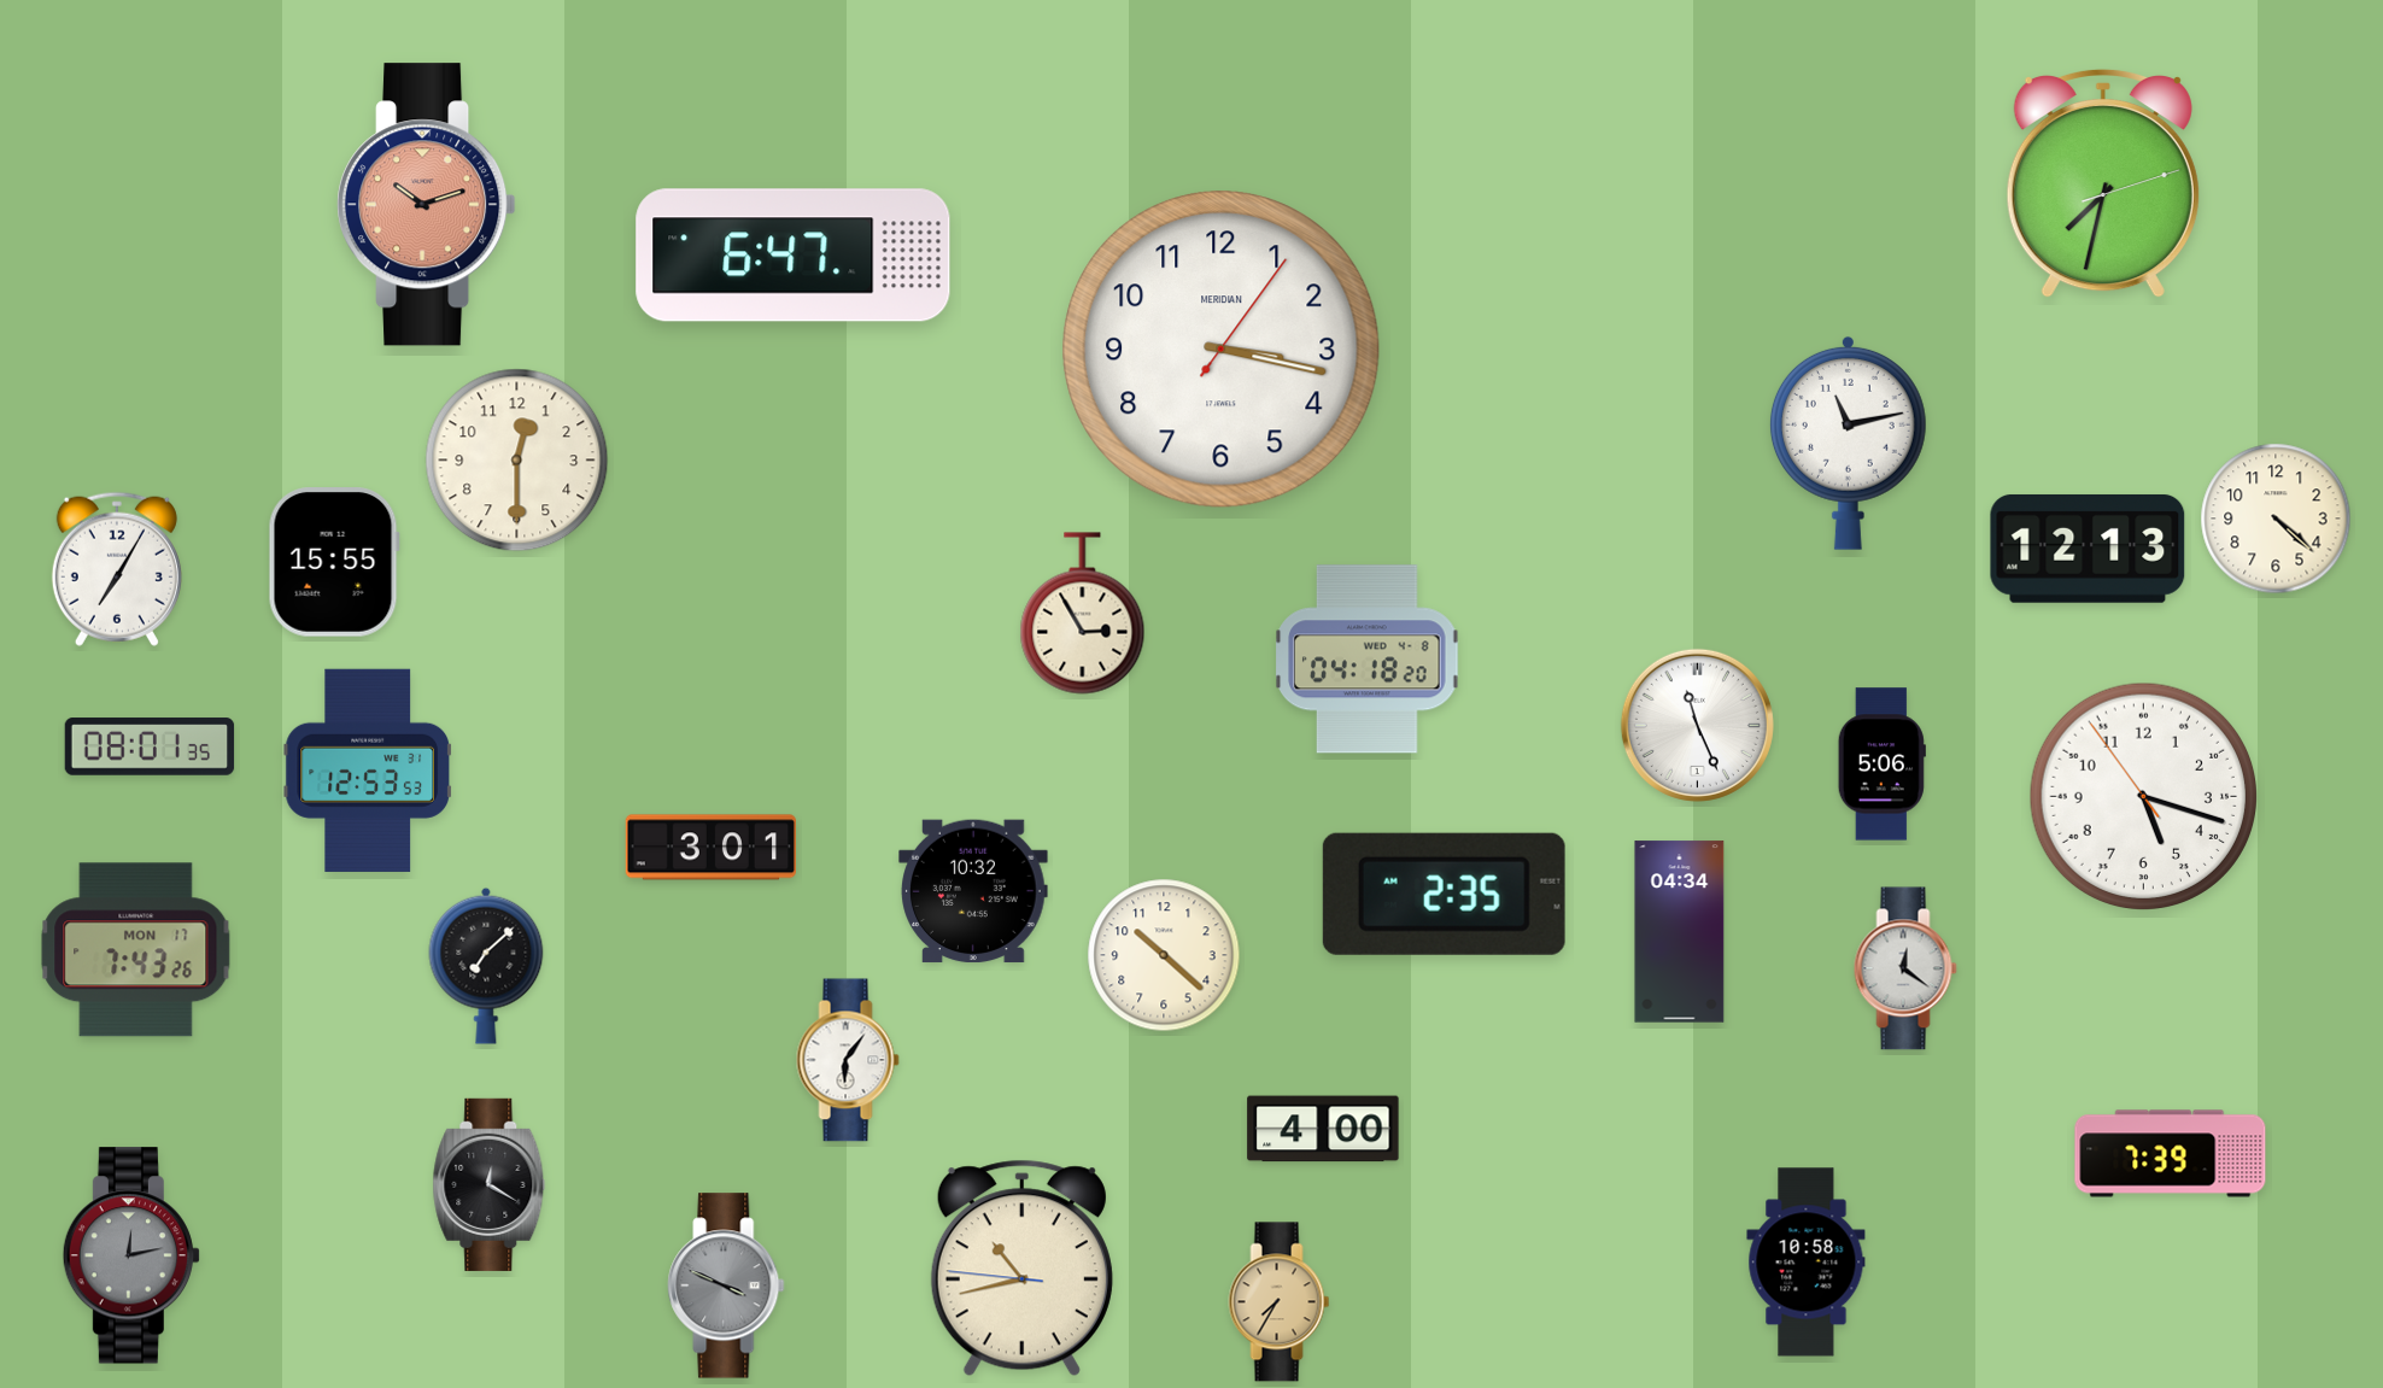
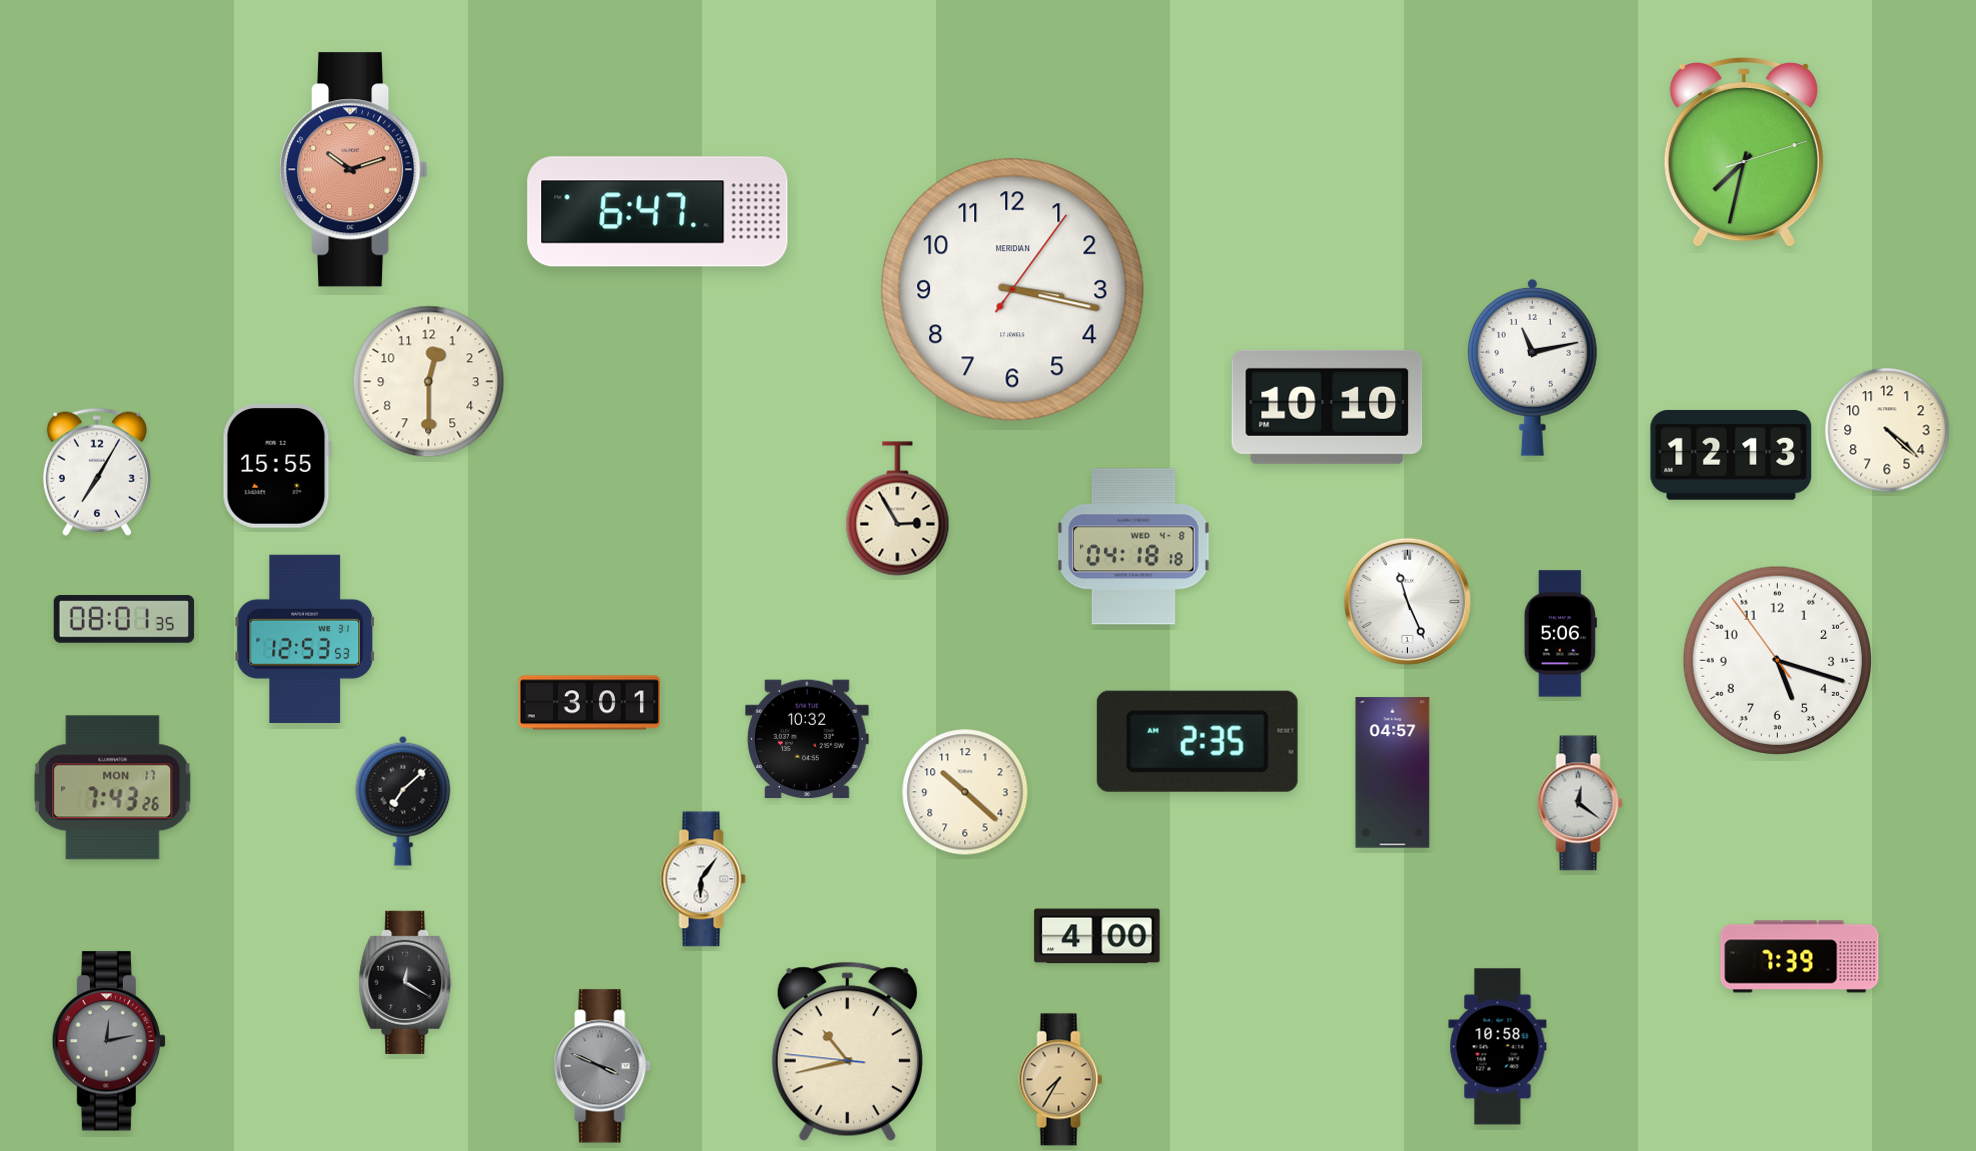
clock at (1327, 407): none -> 10:10
clock at (1368, 660): 04:18:20 -> 04:18:18
clock at (1680, 932): 04:34 -> 04:57
